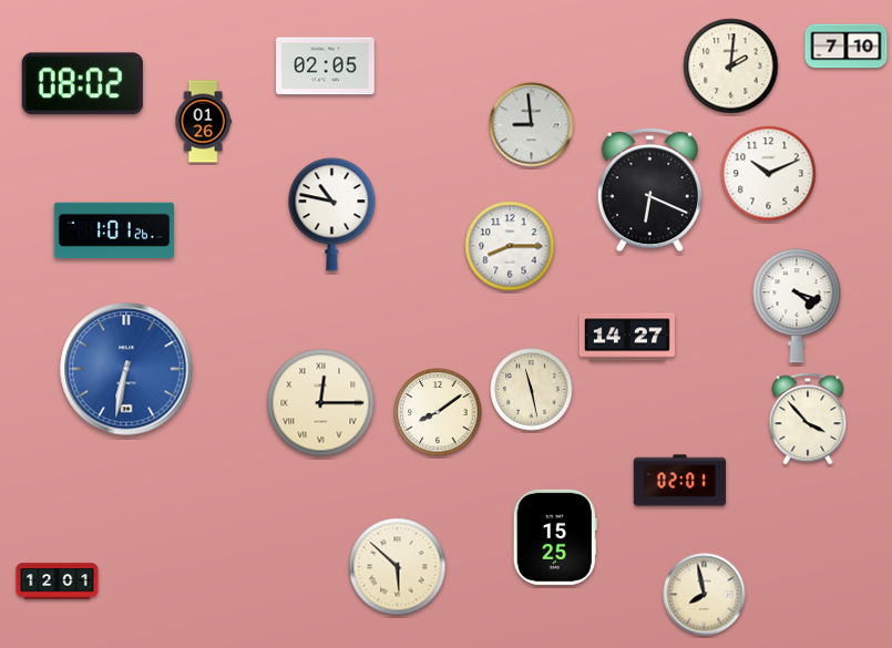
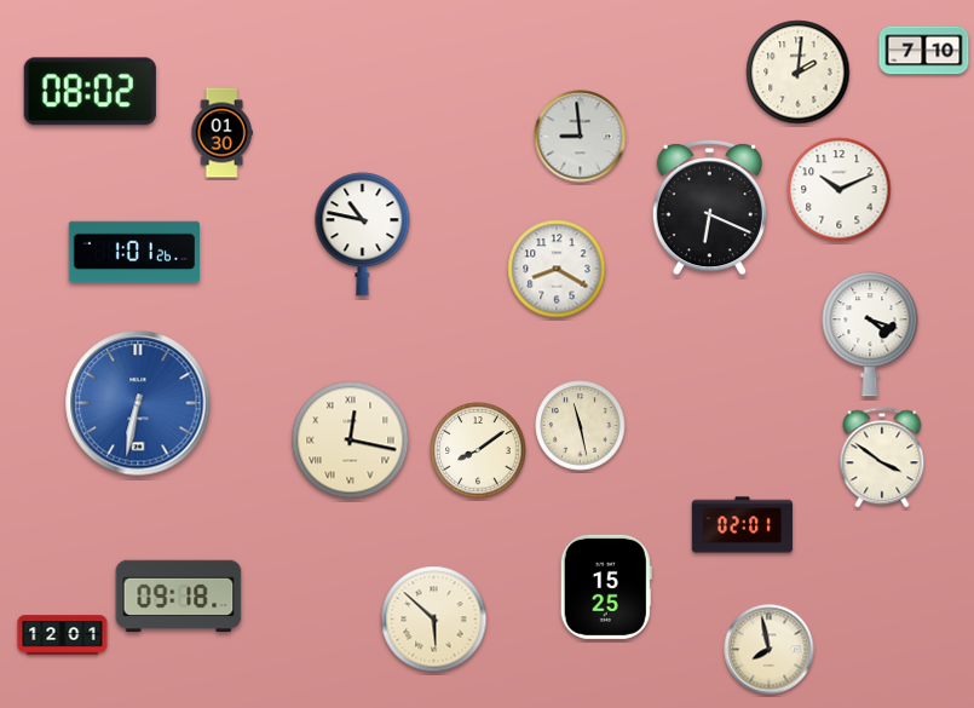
clock at (326, 66): 02:05 -> none
clock at (203, 122): 01:26 -> 01:30
clock at (113, 230) position: (113, 230) -> (133, 252)
clock at (510, 246): 8:15 -> 8:20
clock at (627, 337): 14:27 -> none
clock at (321, 403): 12:15 -> 12:17
clock at (808, 419): 3:53 -> 3:51
clock at (179, 597): none -> 09:18
